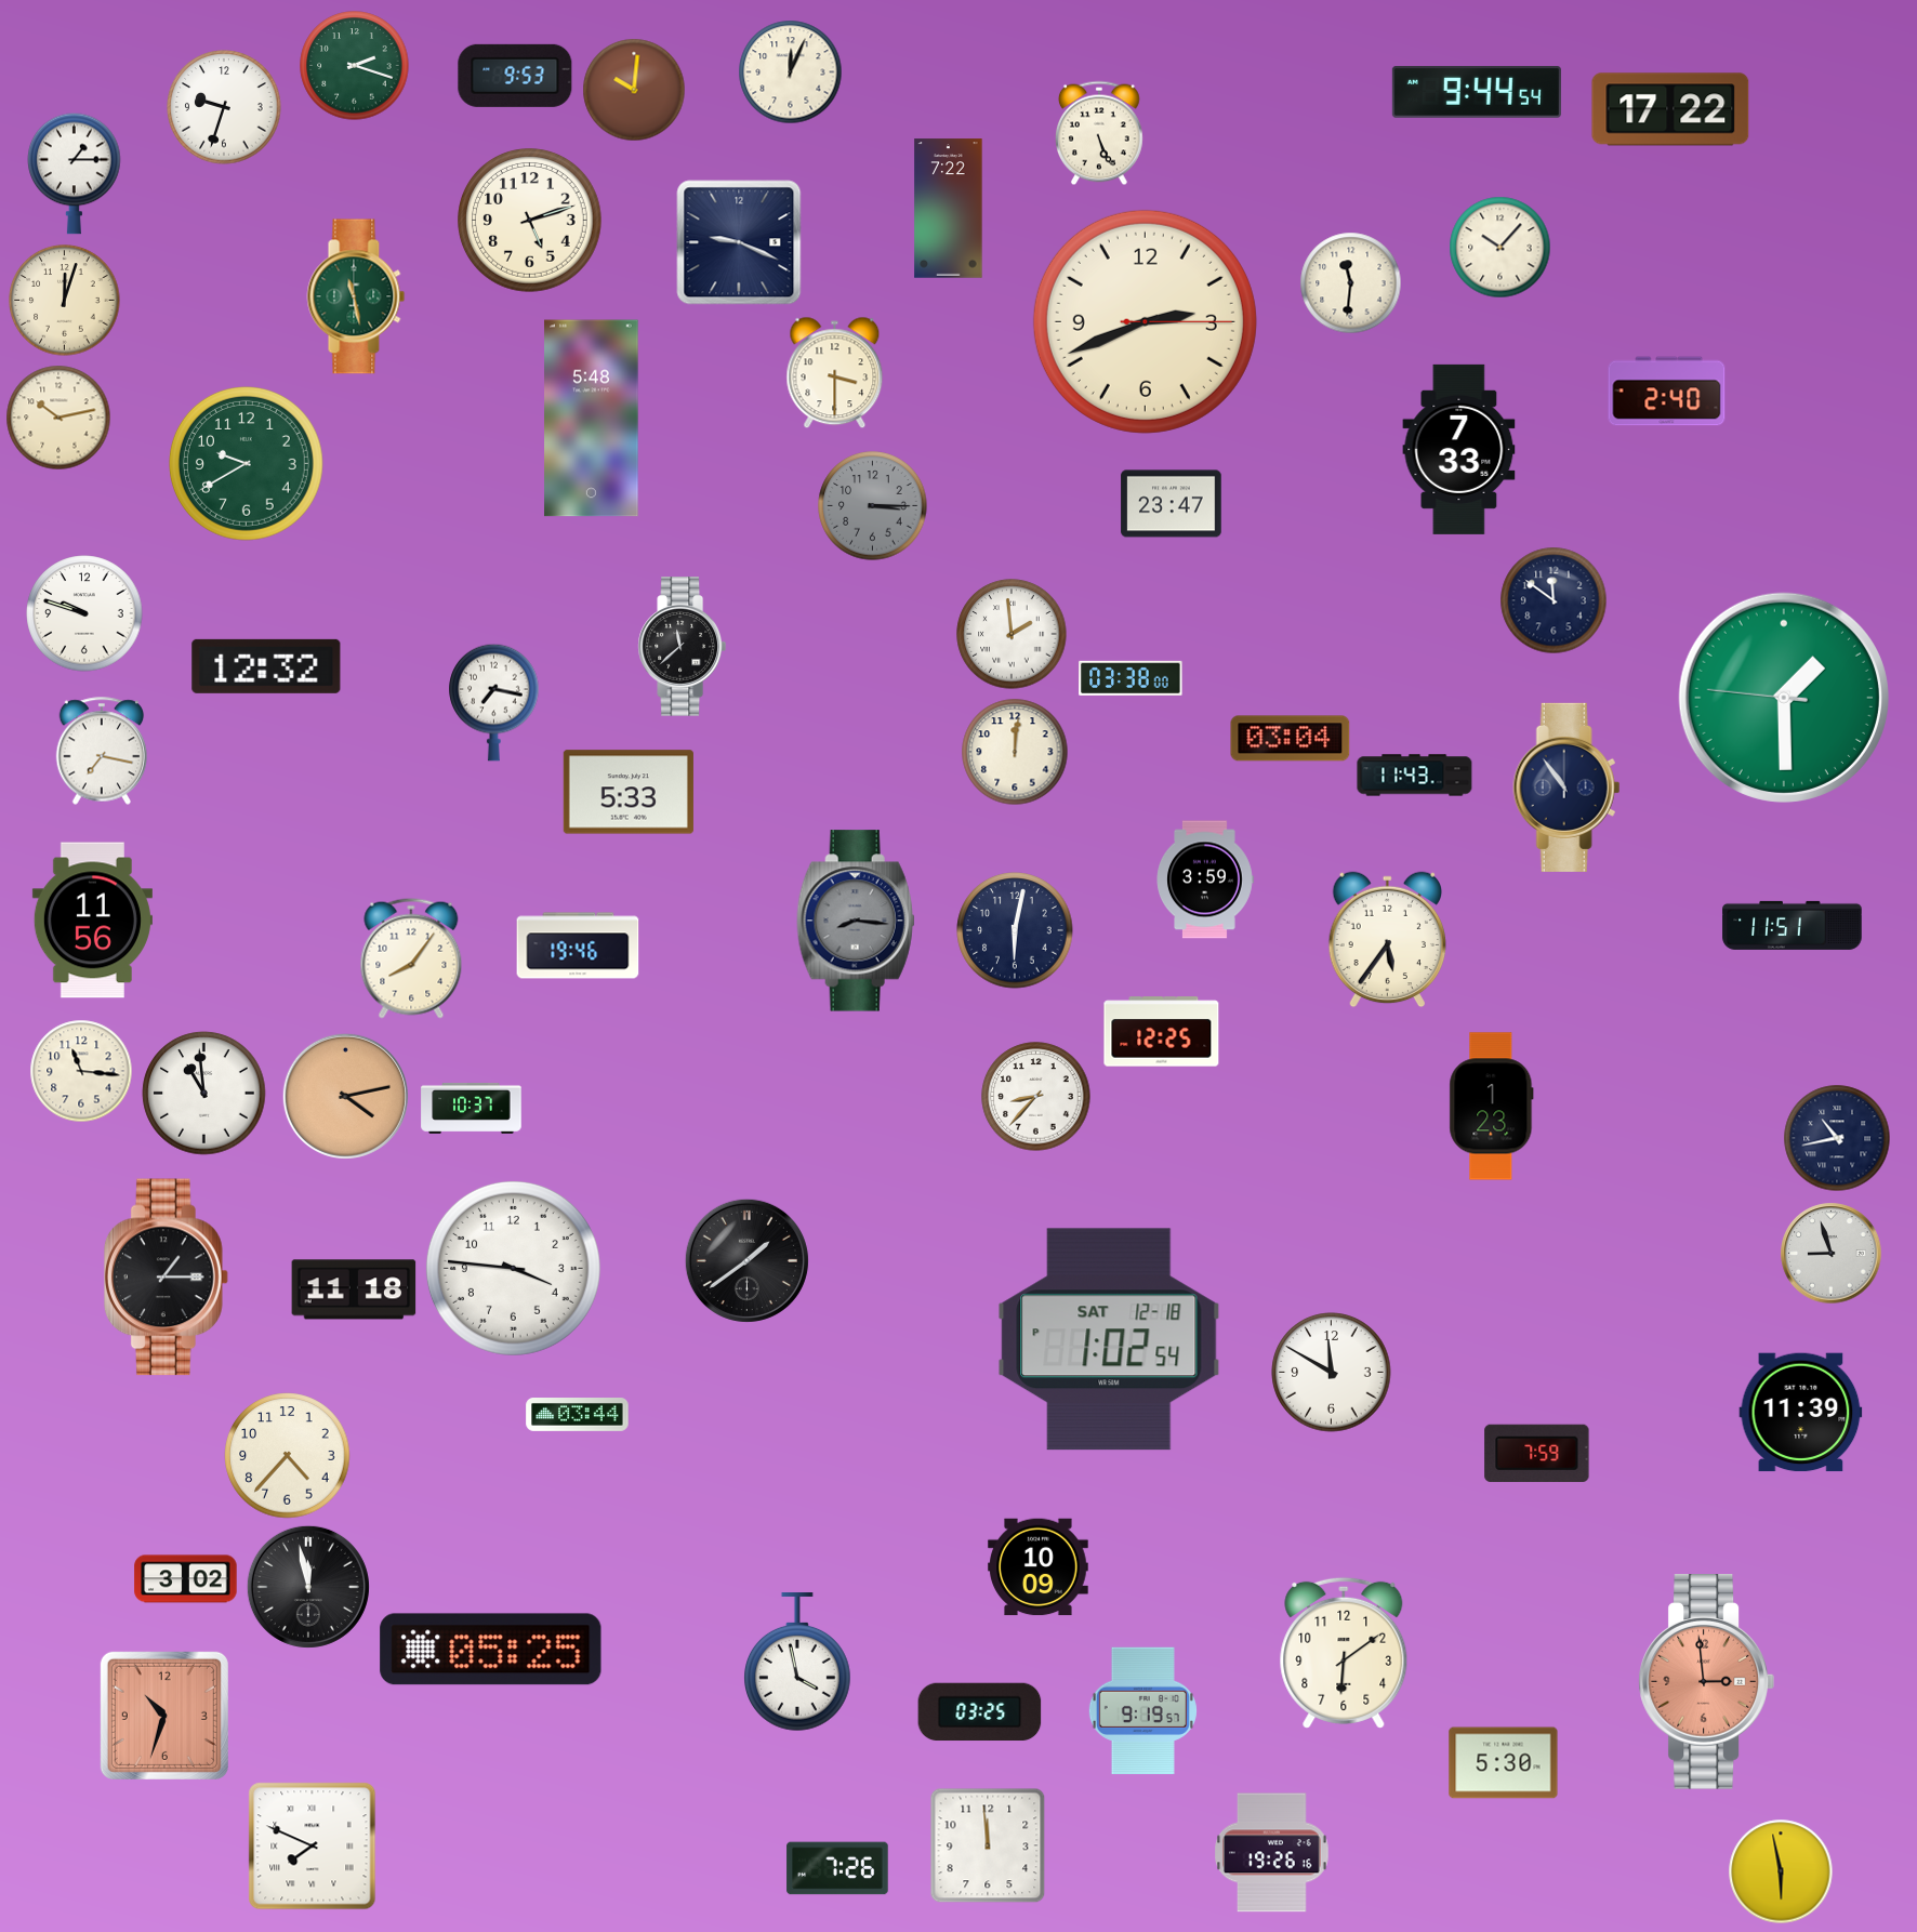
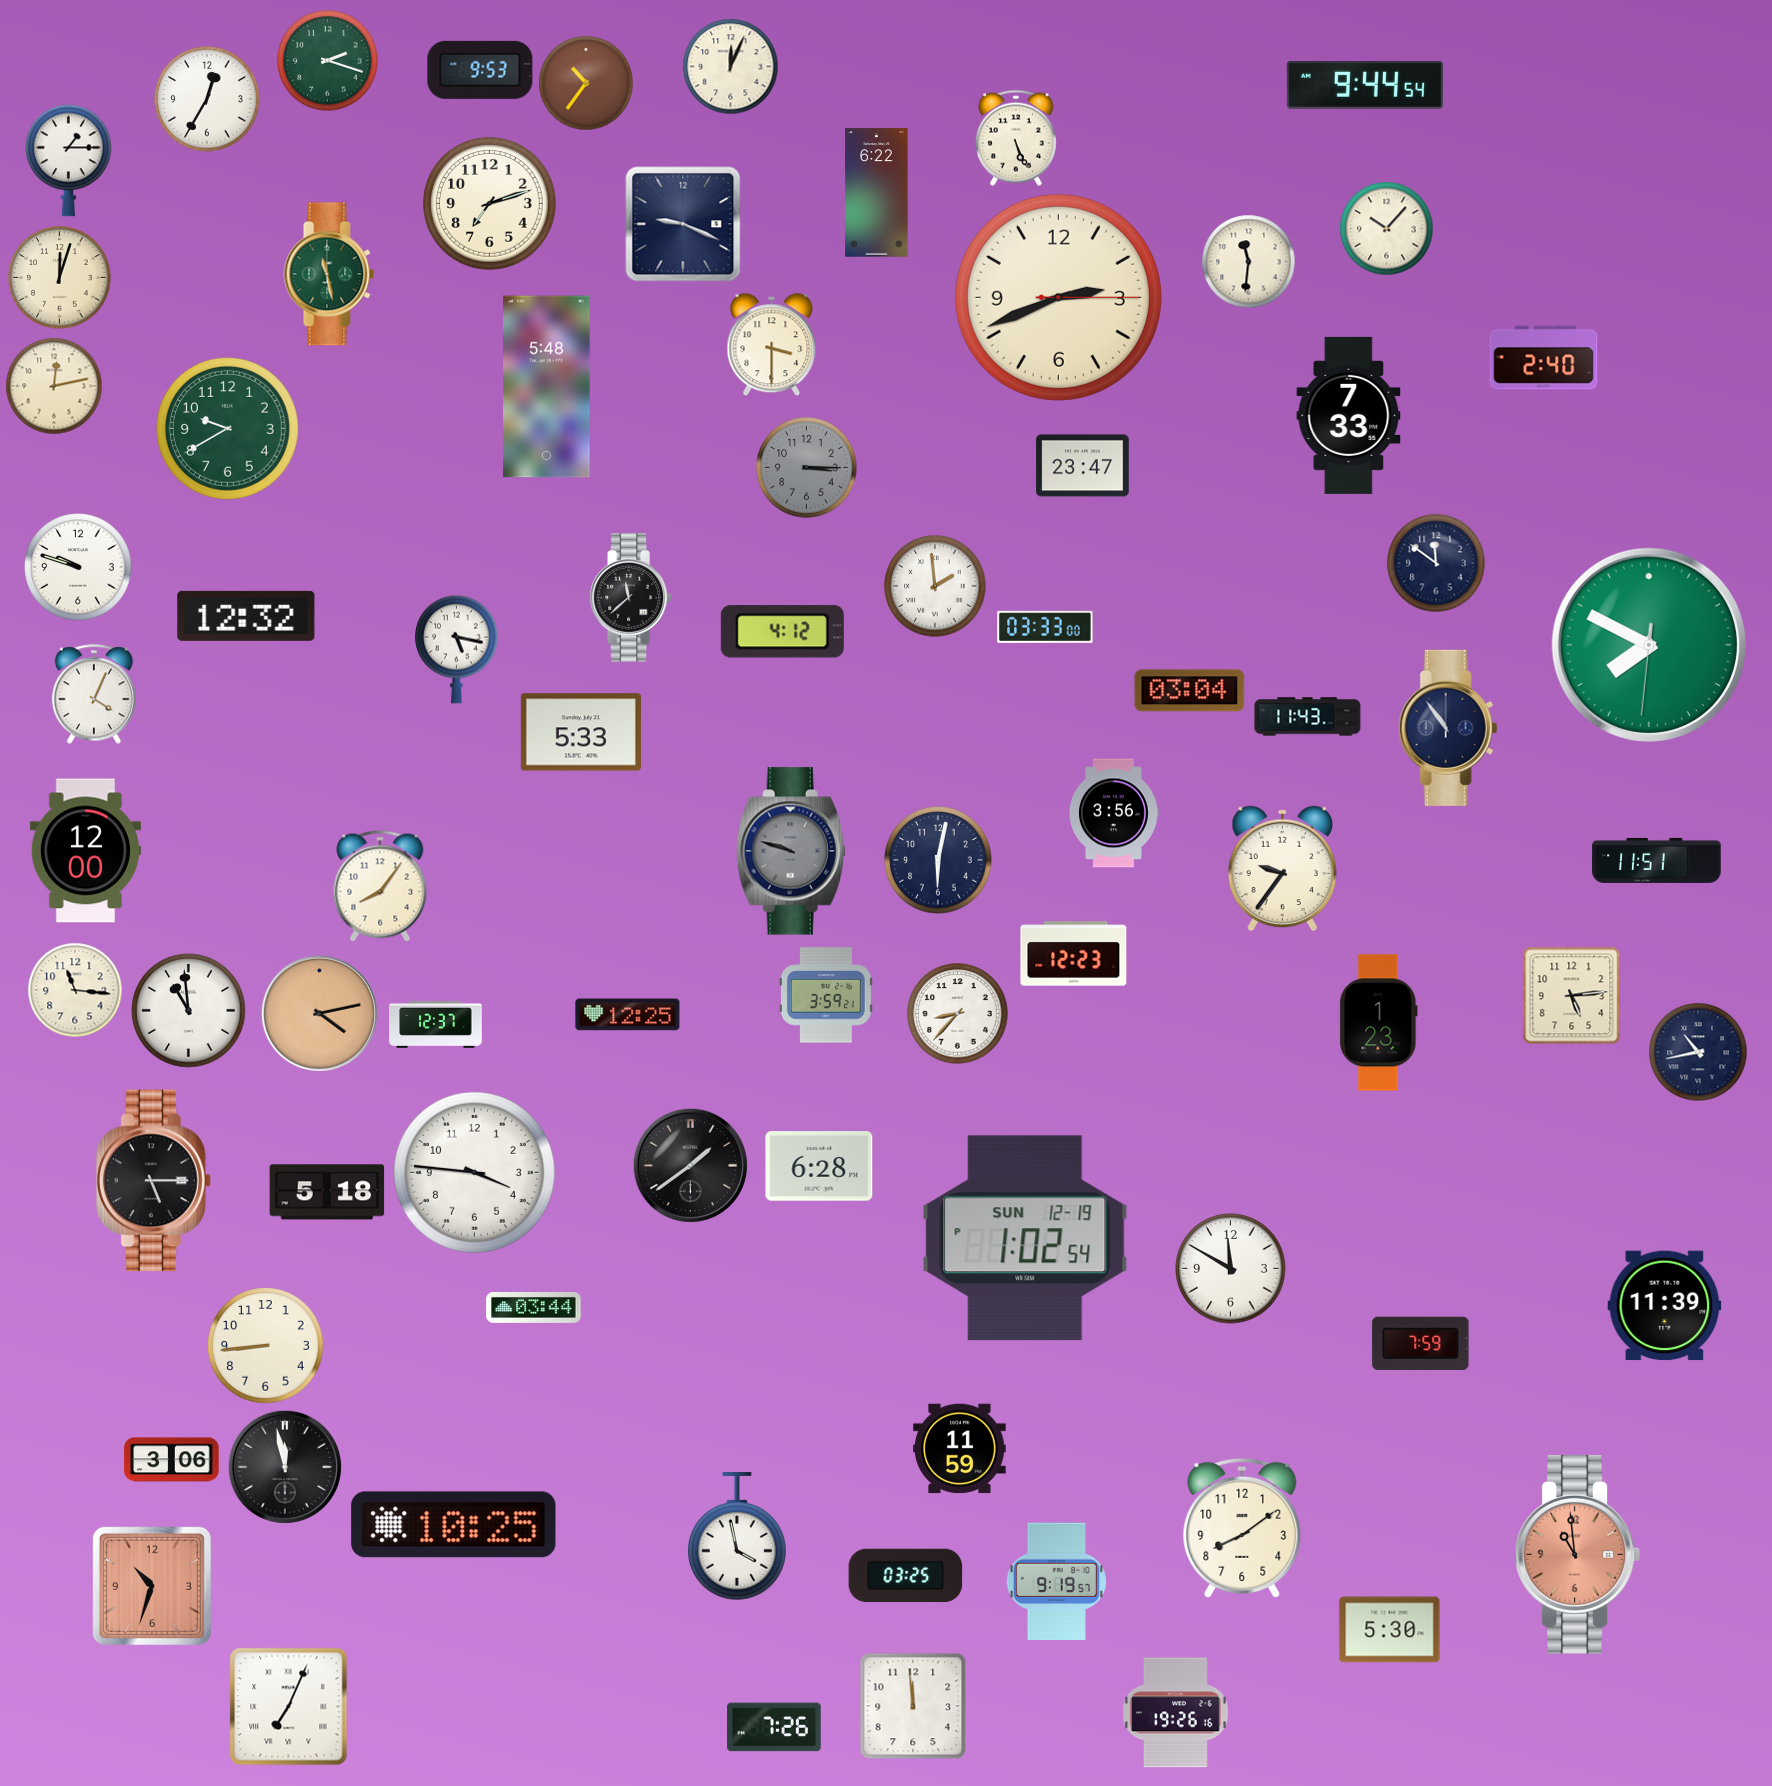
clock at (515, 76) position: (515, 76) -> (480, 70)
clock at (634, 90): 10:01 -> 10:36
clock at (224, 107): 9:33 -> 12:35
clock at (1670, 109): 17:22 -> none
clock at (1100, 133) position: (1100, 133) -> (1017, 138)
clock at (949, 209): 7:22 -> 6:22
clock at (530, 221): 5:12 -> 7:12
clock at (1667, 392) position: (1667, 392) -> (1544, 358)
clock at (58, 418): 10:13 -> 12:13
clock at (1554, 600) position: (1554, 600) -> (1436, 563)
clock at (1131, 678): 03:38 -> 03:33
clock at (782, 632): none -> 4:12
clock at (1784, 698): 1:29 -> 7:49
clock at (494, 702): 7:17 -> 5:17
clock at (1291, 739) position: (1291, 739) -> (1190, 691)
clock at (102, 751): 7:17 -> 4:04
clock at (1015, 752): 12:01 -> none
clock at (1205, 879): 3:59 -> 3:56
clock at (92, 921): 11:56 -> 12:00
clock at (856, 921): 8:16 -> 9:48
clock at (1793, 925) position: (1793, 925) -> (1657, 860)
clock at (1387, 940): 5:36 -> 9:36
clock at (578, 945): 19:46 -> none
clock at (1162, 1032): 12:25 -> 12:23
clock at (826, 995): none -> 3:59
clock at (1572, 996): none -> 5:14
clock at (628, 1015): none -> 12:25
clock at (472, 1108): 10:37 -> 12:37
clock at (1832, 1254): 8:57 -> none
clock at (819, 1166): none -> 6:28
clock at (166, 1278): 1:15 -> 5:15
clock at (354, 1289): 11:18 -> 5:18
clock at (1109, 1339) date: SAT 12-18 -> SUN 12-19
clock at (288, 1456): 4:37 -> 8:44
clock at (1039, 1567): 10:09 -> 11:59
clock at (186, 1579): 3:02 -> 3:06
clock at (491, 1650): 05:25 -> 10:25
clock at (1344, 1653): 6:09 -> 8:09
clock at (1706, 1682): 2:59 -> 10:59
clock at (980, 1712) position: (980, 1712) -> (906, 1576)
clock at (313, 1847): 7:49 -> 7:04
clock at (1781, 1871): 5:58 -> none
